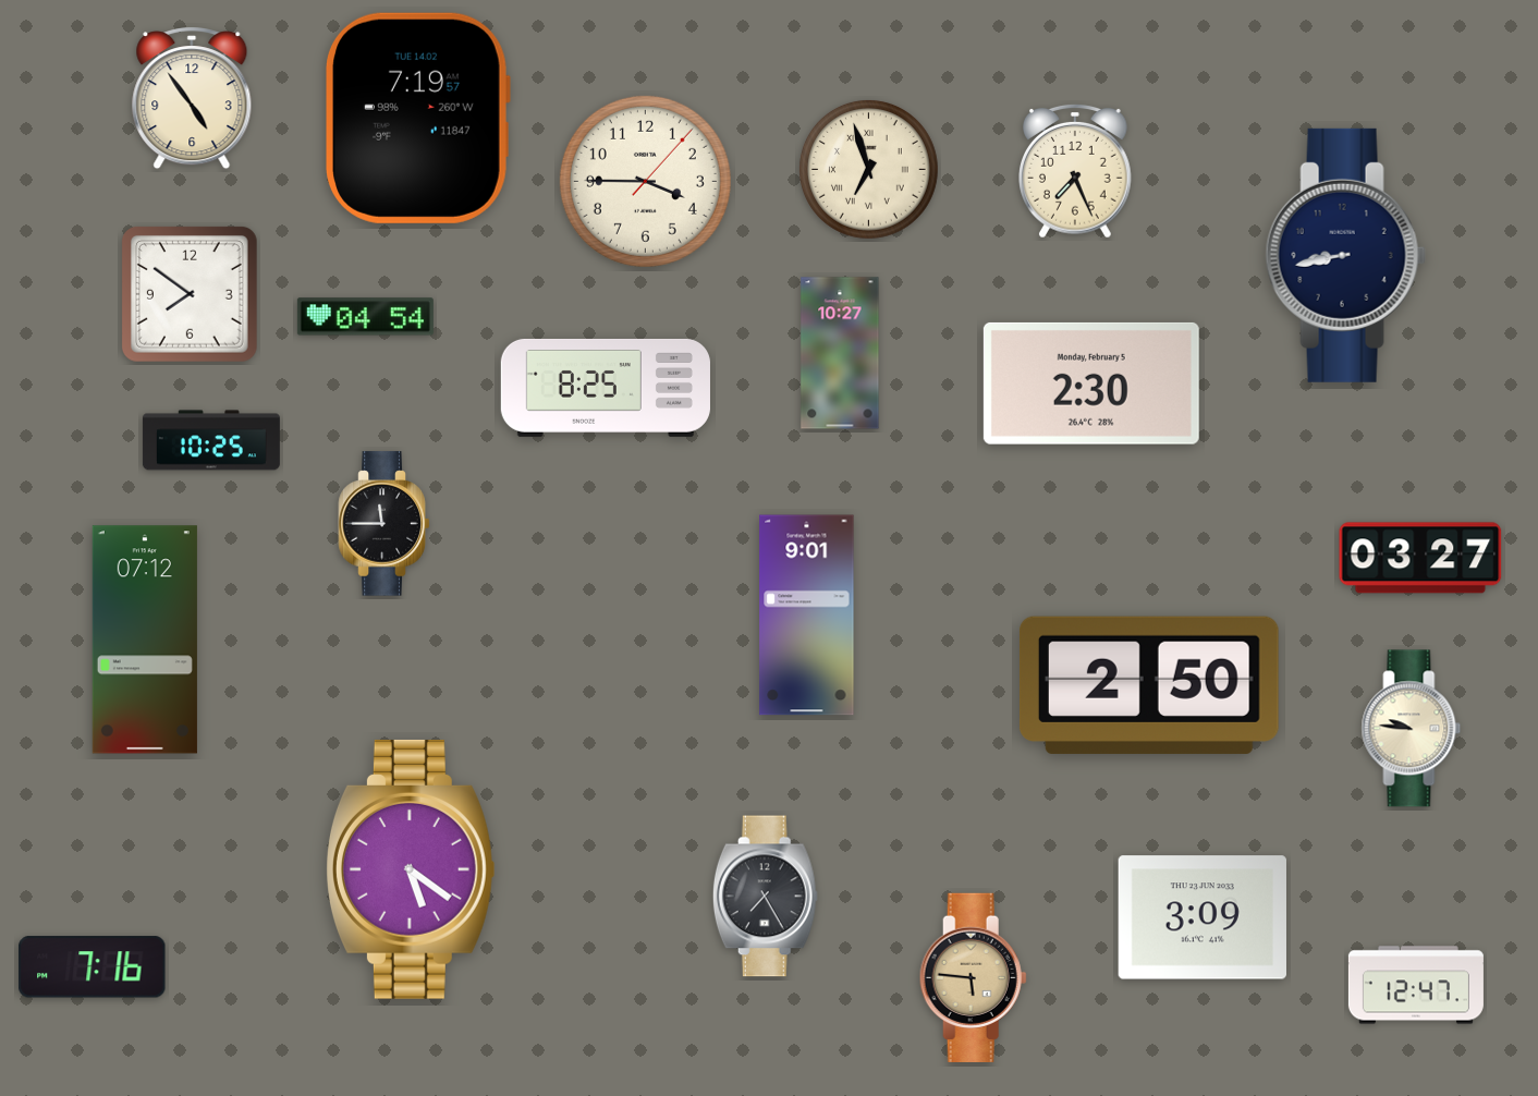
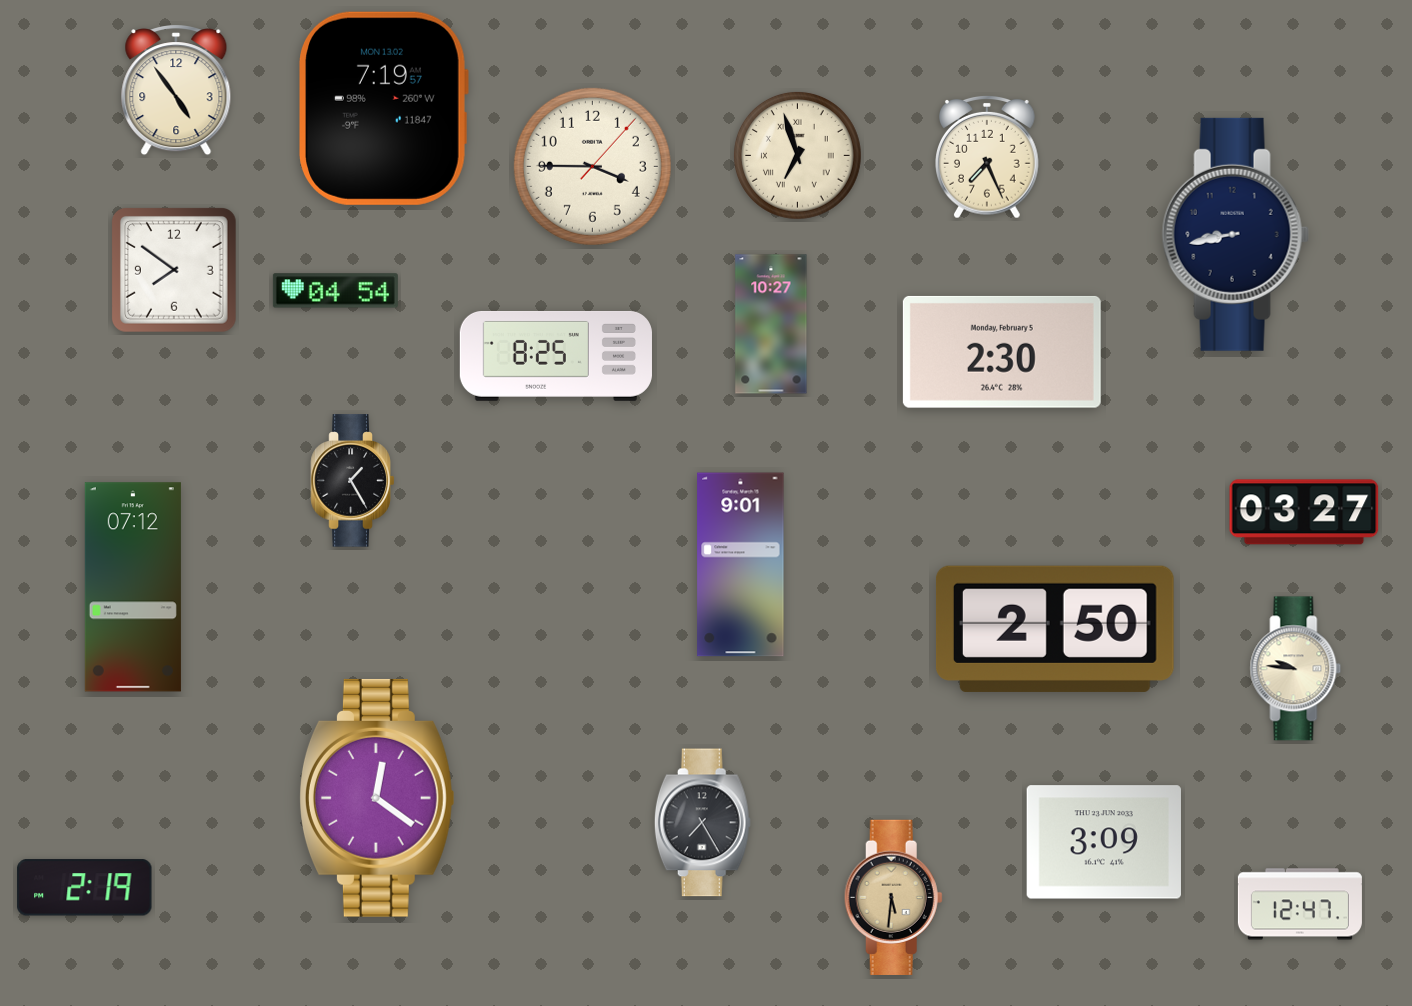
clock at (417, 118) date: TUE 14.02 -> MON 13.02
clock at (211, 440): 10:25 -> none
clock at (384, 524): 11:45 -> 1:25
clock at (411, 869): 5:21 -> 12:21
clock at (93, 967): 7:16 -> 2:19
clock at (973, 977): 5:46 -> 5:31
